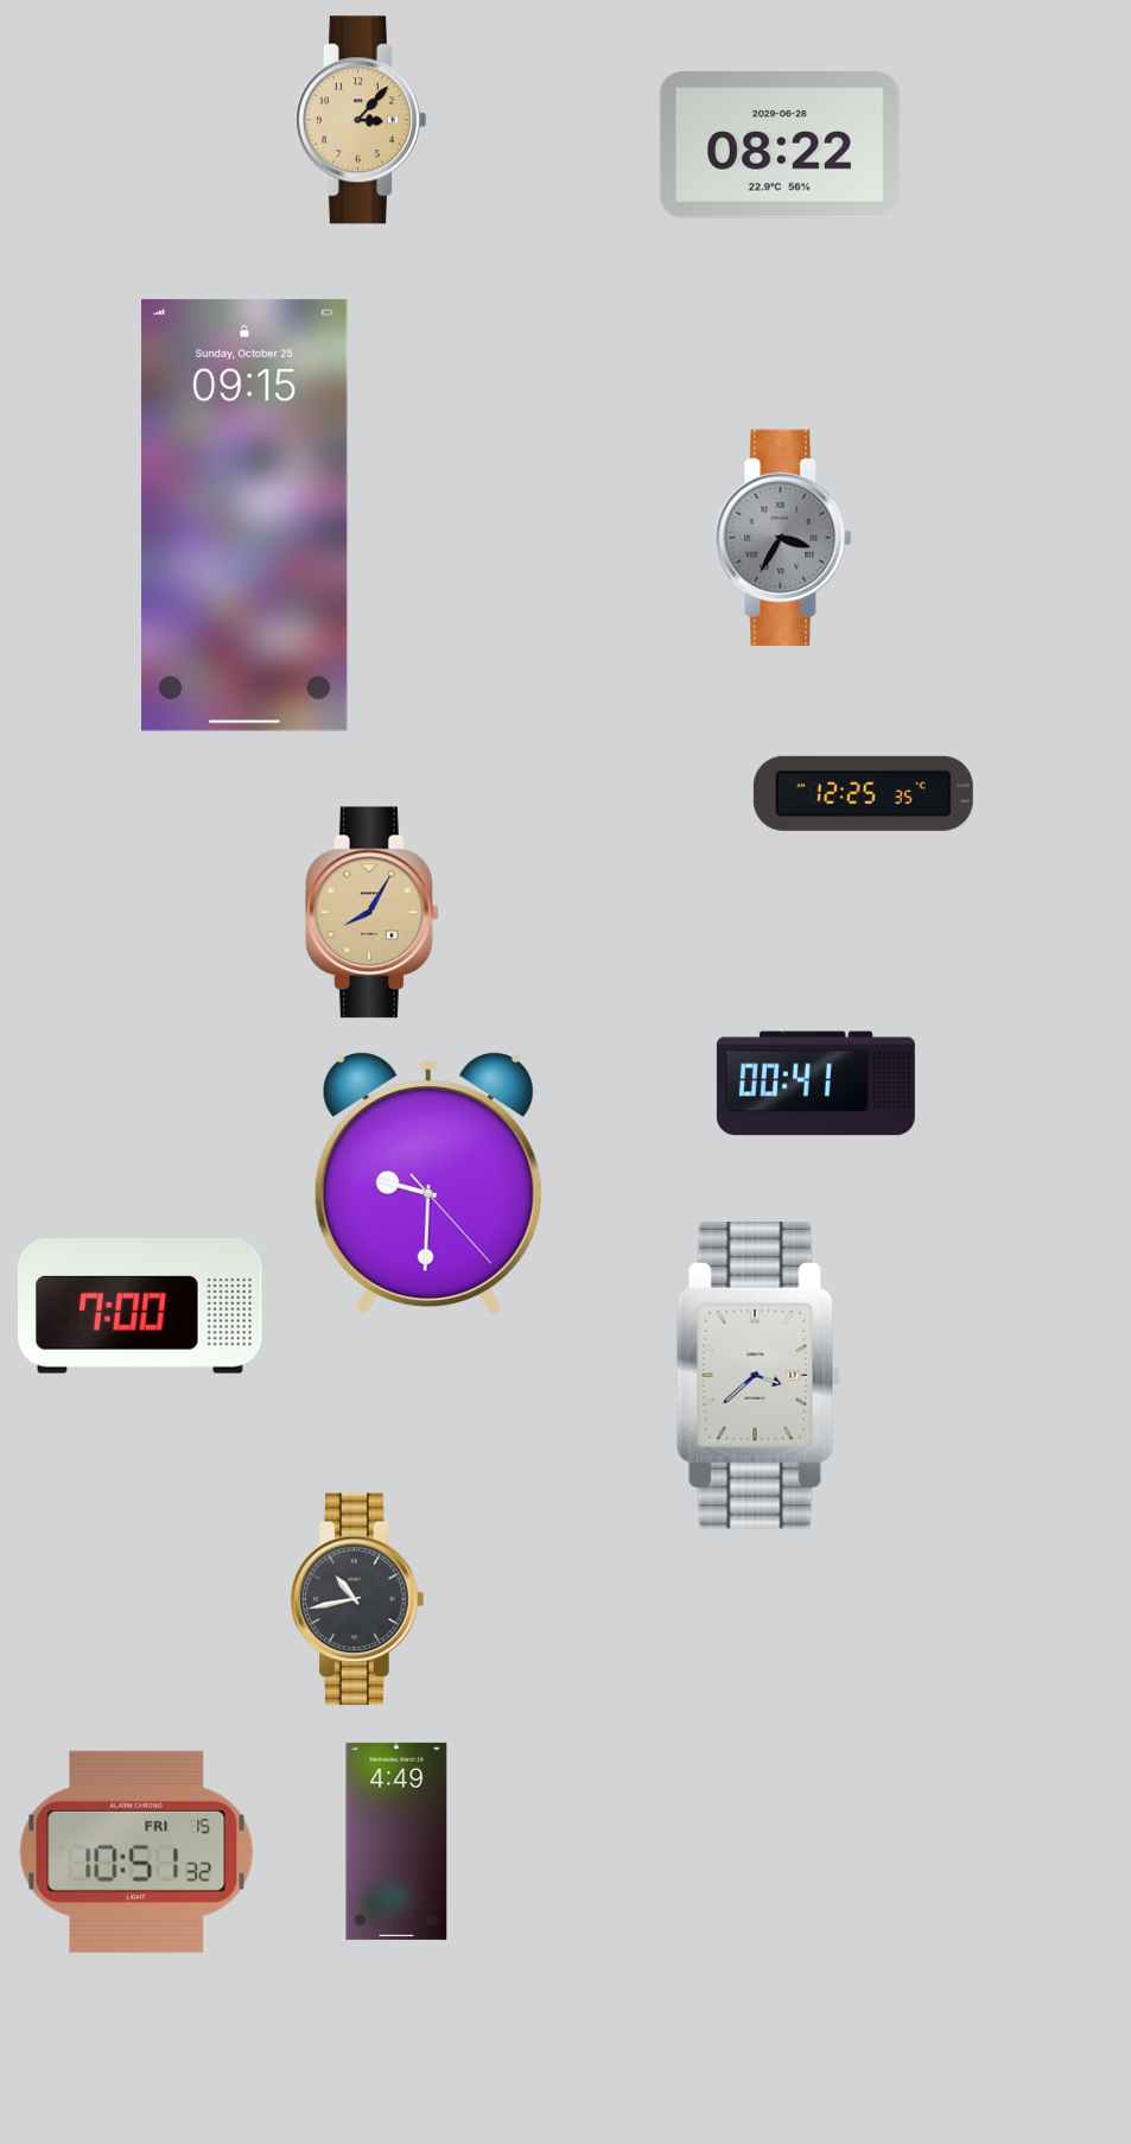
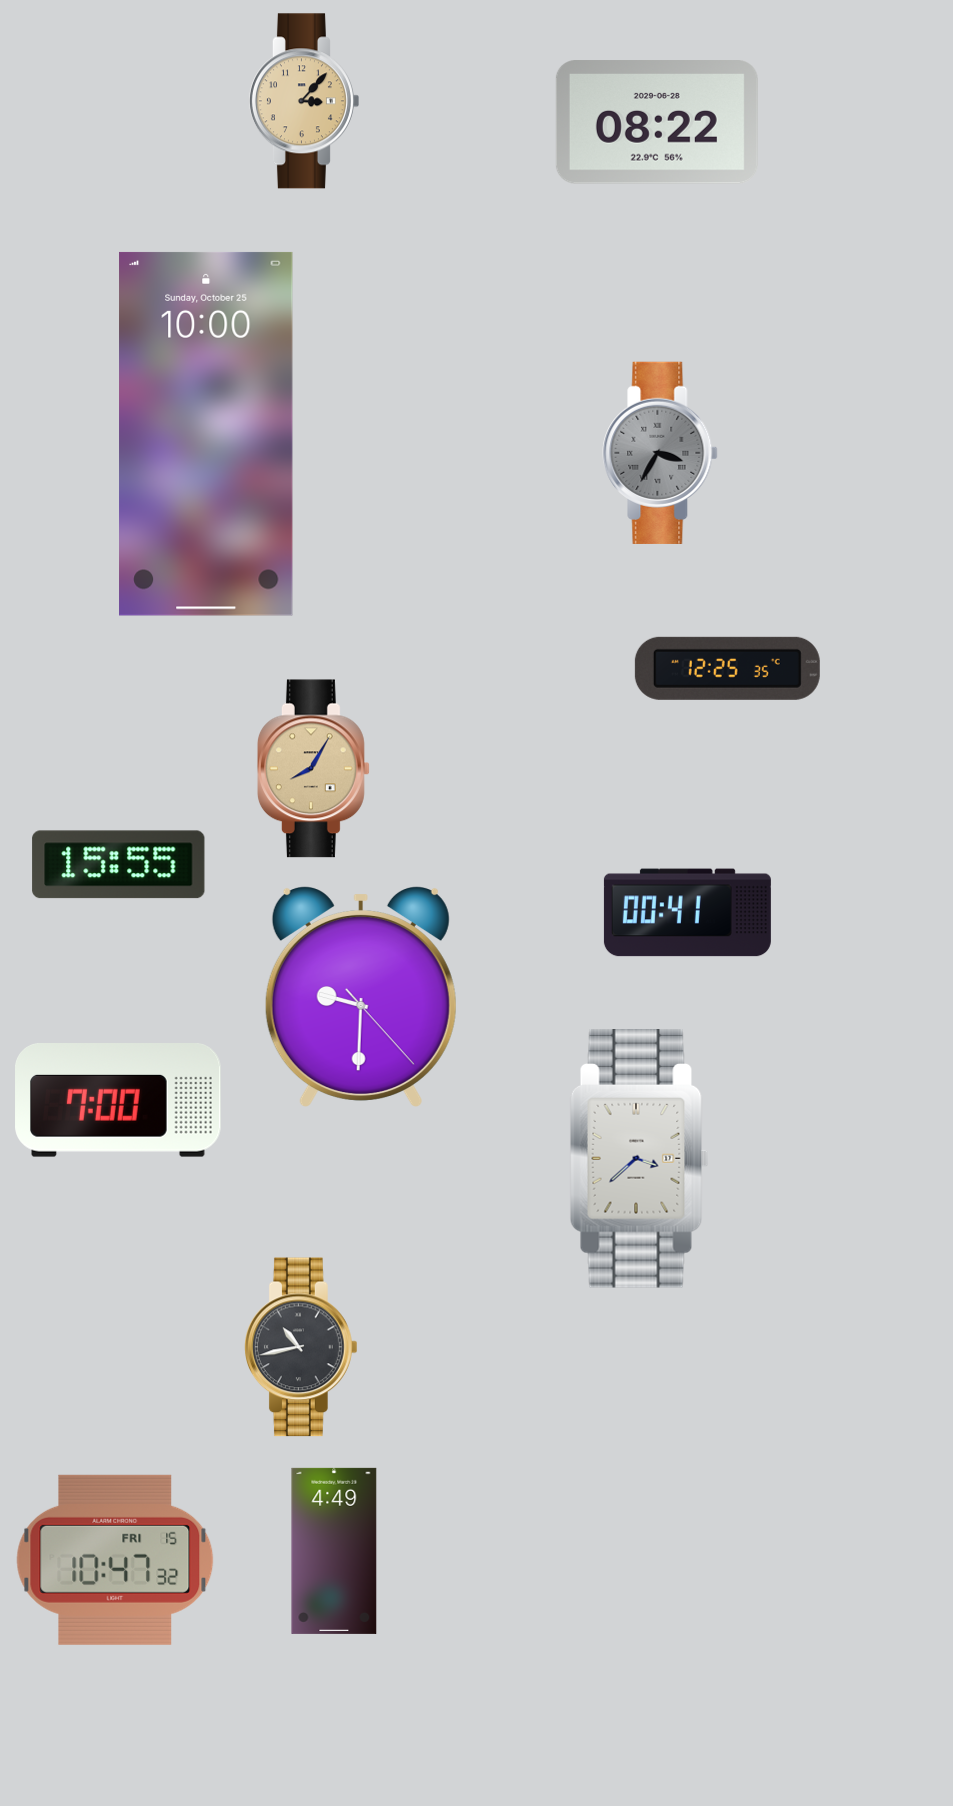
clock at (244, 515): 09:15 -> 10:00
clock at (119, 865): none -> 15:55
clock at (136, 1852): 10:51 -> 10:47
